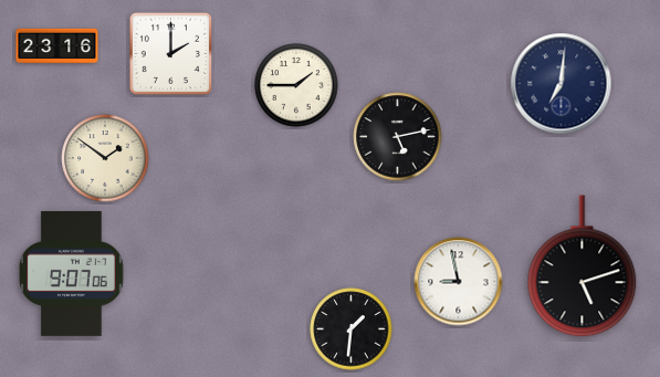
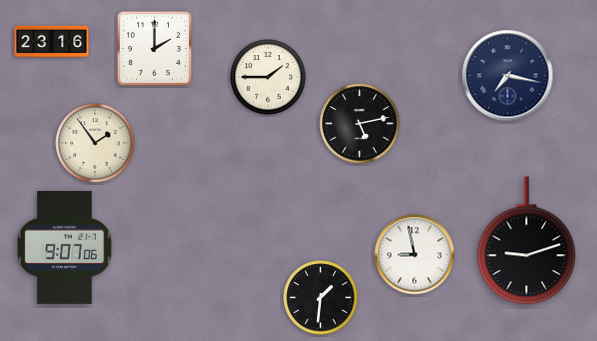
clock at (562, 84): 7:01 -> 7:17
clock at (105, 158): 1:51 -> 1:54
clock at (583, 266): 5:12 -> 9:12
clock at (352, 329) position: (352, 329) -> (321, 298)
